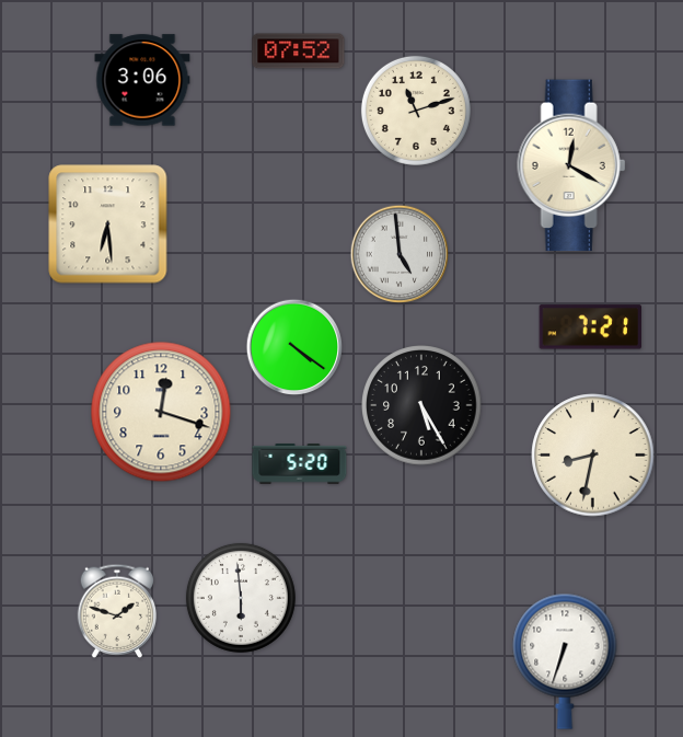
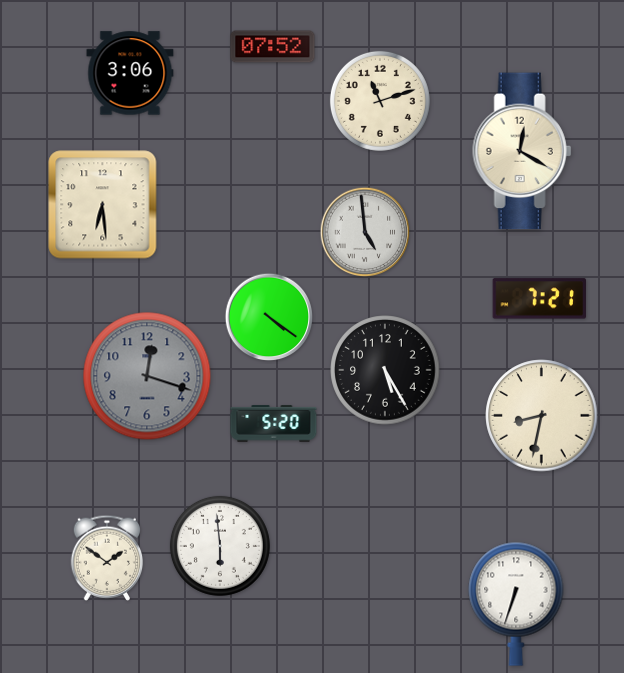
clock at (108, 224) position: (108, 224) -> (103, 205)
clock at (161, 412) dial: cream -> grey
clock at (117, 611): 1:48 -> 1:51
